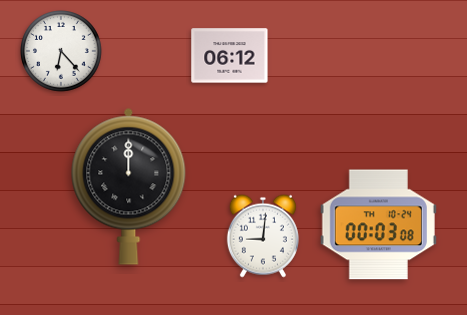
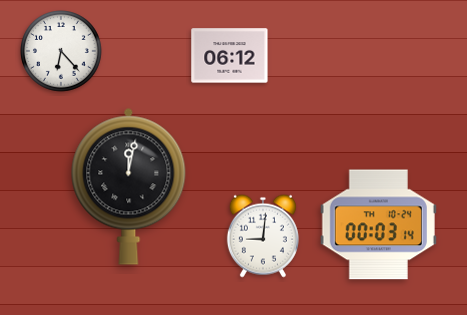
clock at (129, 186): 12:00 -> 12:02
clock at (378, 225): 00:03:08 -> 00:03:14
